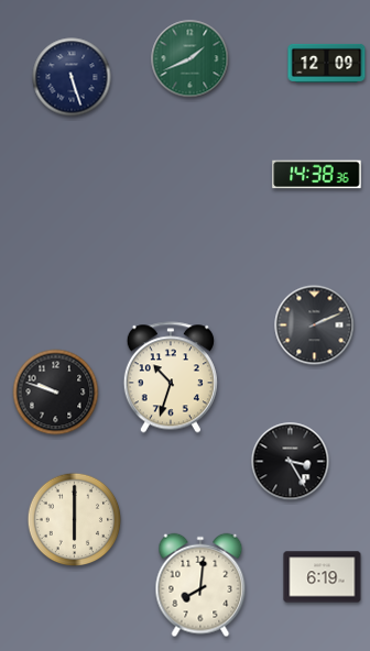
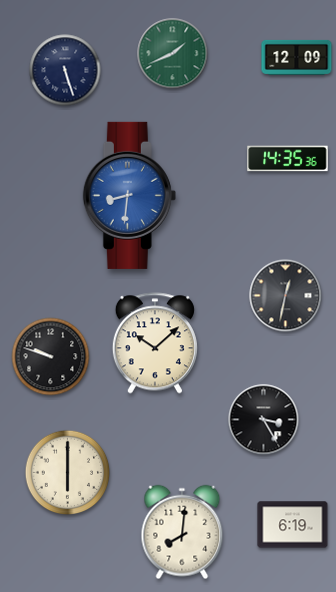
clock at (317, 175): 14:38 -> 14:35
clock at (129, 195): none -> 8:31
clock at (315, 325): 2:11 -> 12:32
clock at (171, 377): 10:33 -> 10:08
